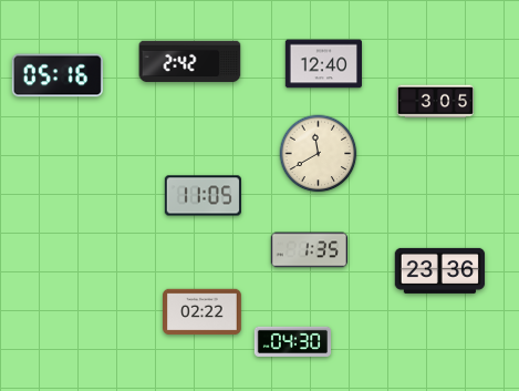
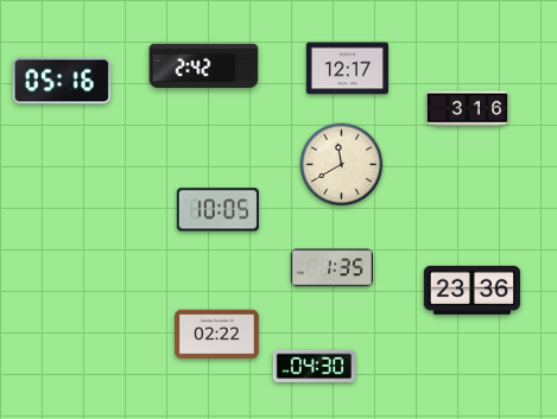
clock at (323, 64): 12:40 -> 12:17
clock at (435, 102): 3:05 -> 3:16
clock at (203, 196): 11:05 -> 10:05
